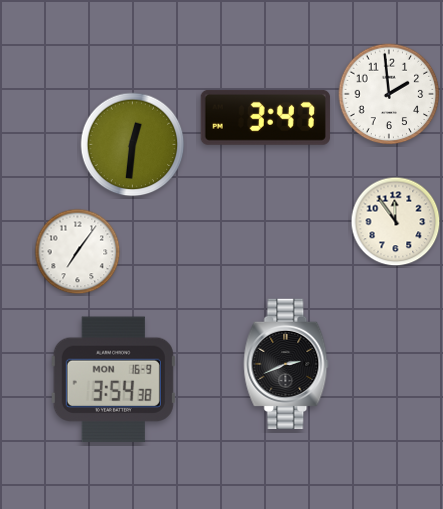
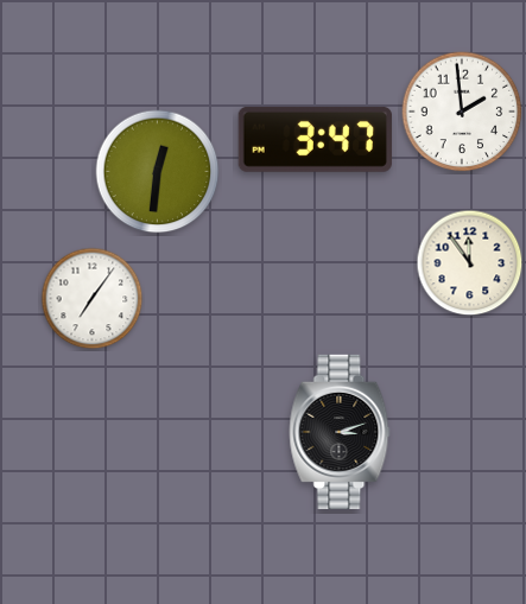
clock at (286, 364): 2:41 -> 3:12
clock at (113, 380): 3:54 -> none
